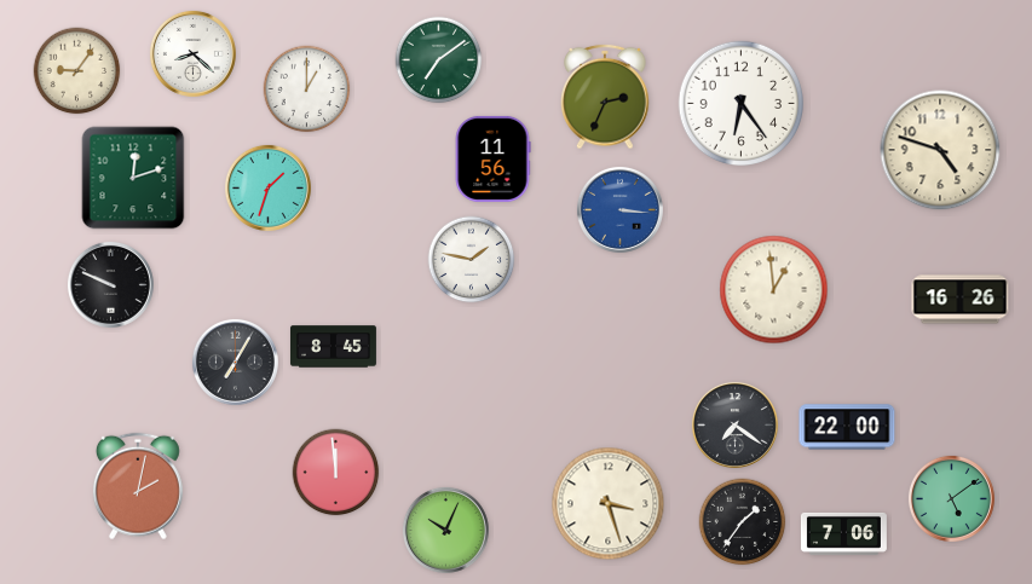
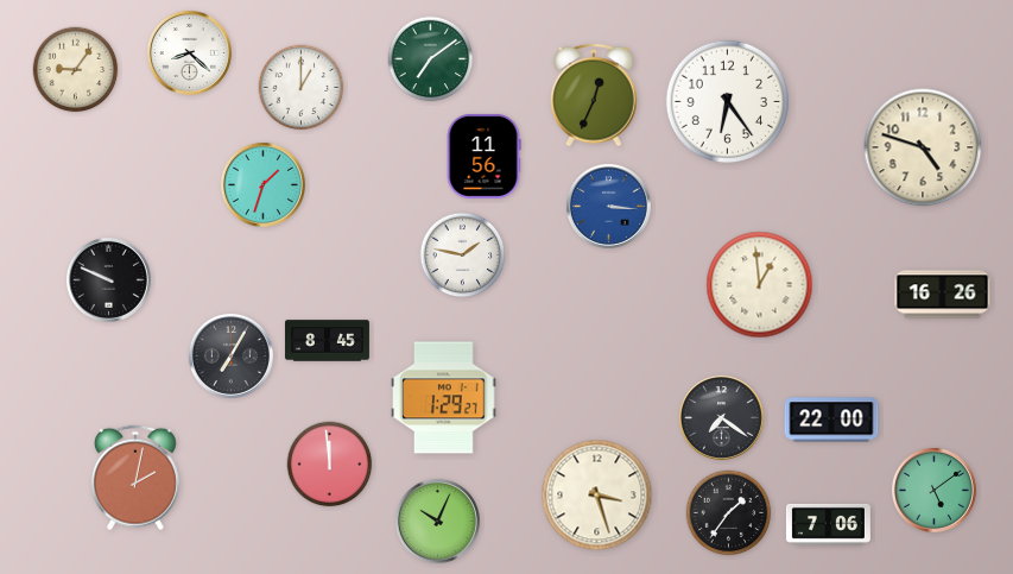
clock at (605, 97): 2:34 -> 12:34
clock at (133, 178): 12:12 -> none
clock at (444, 398): none -> 1:29
